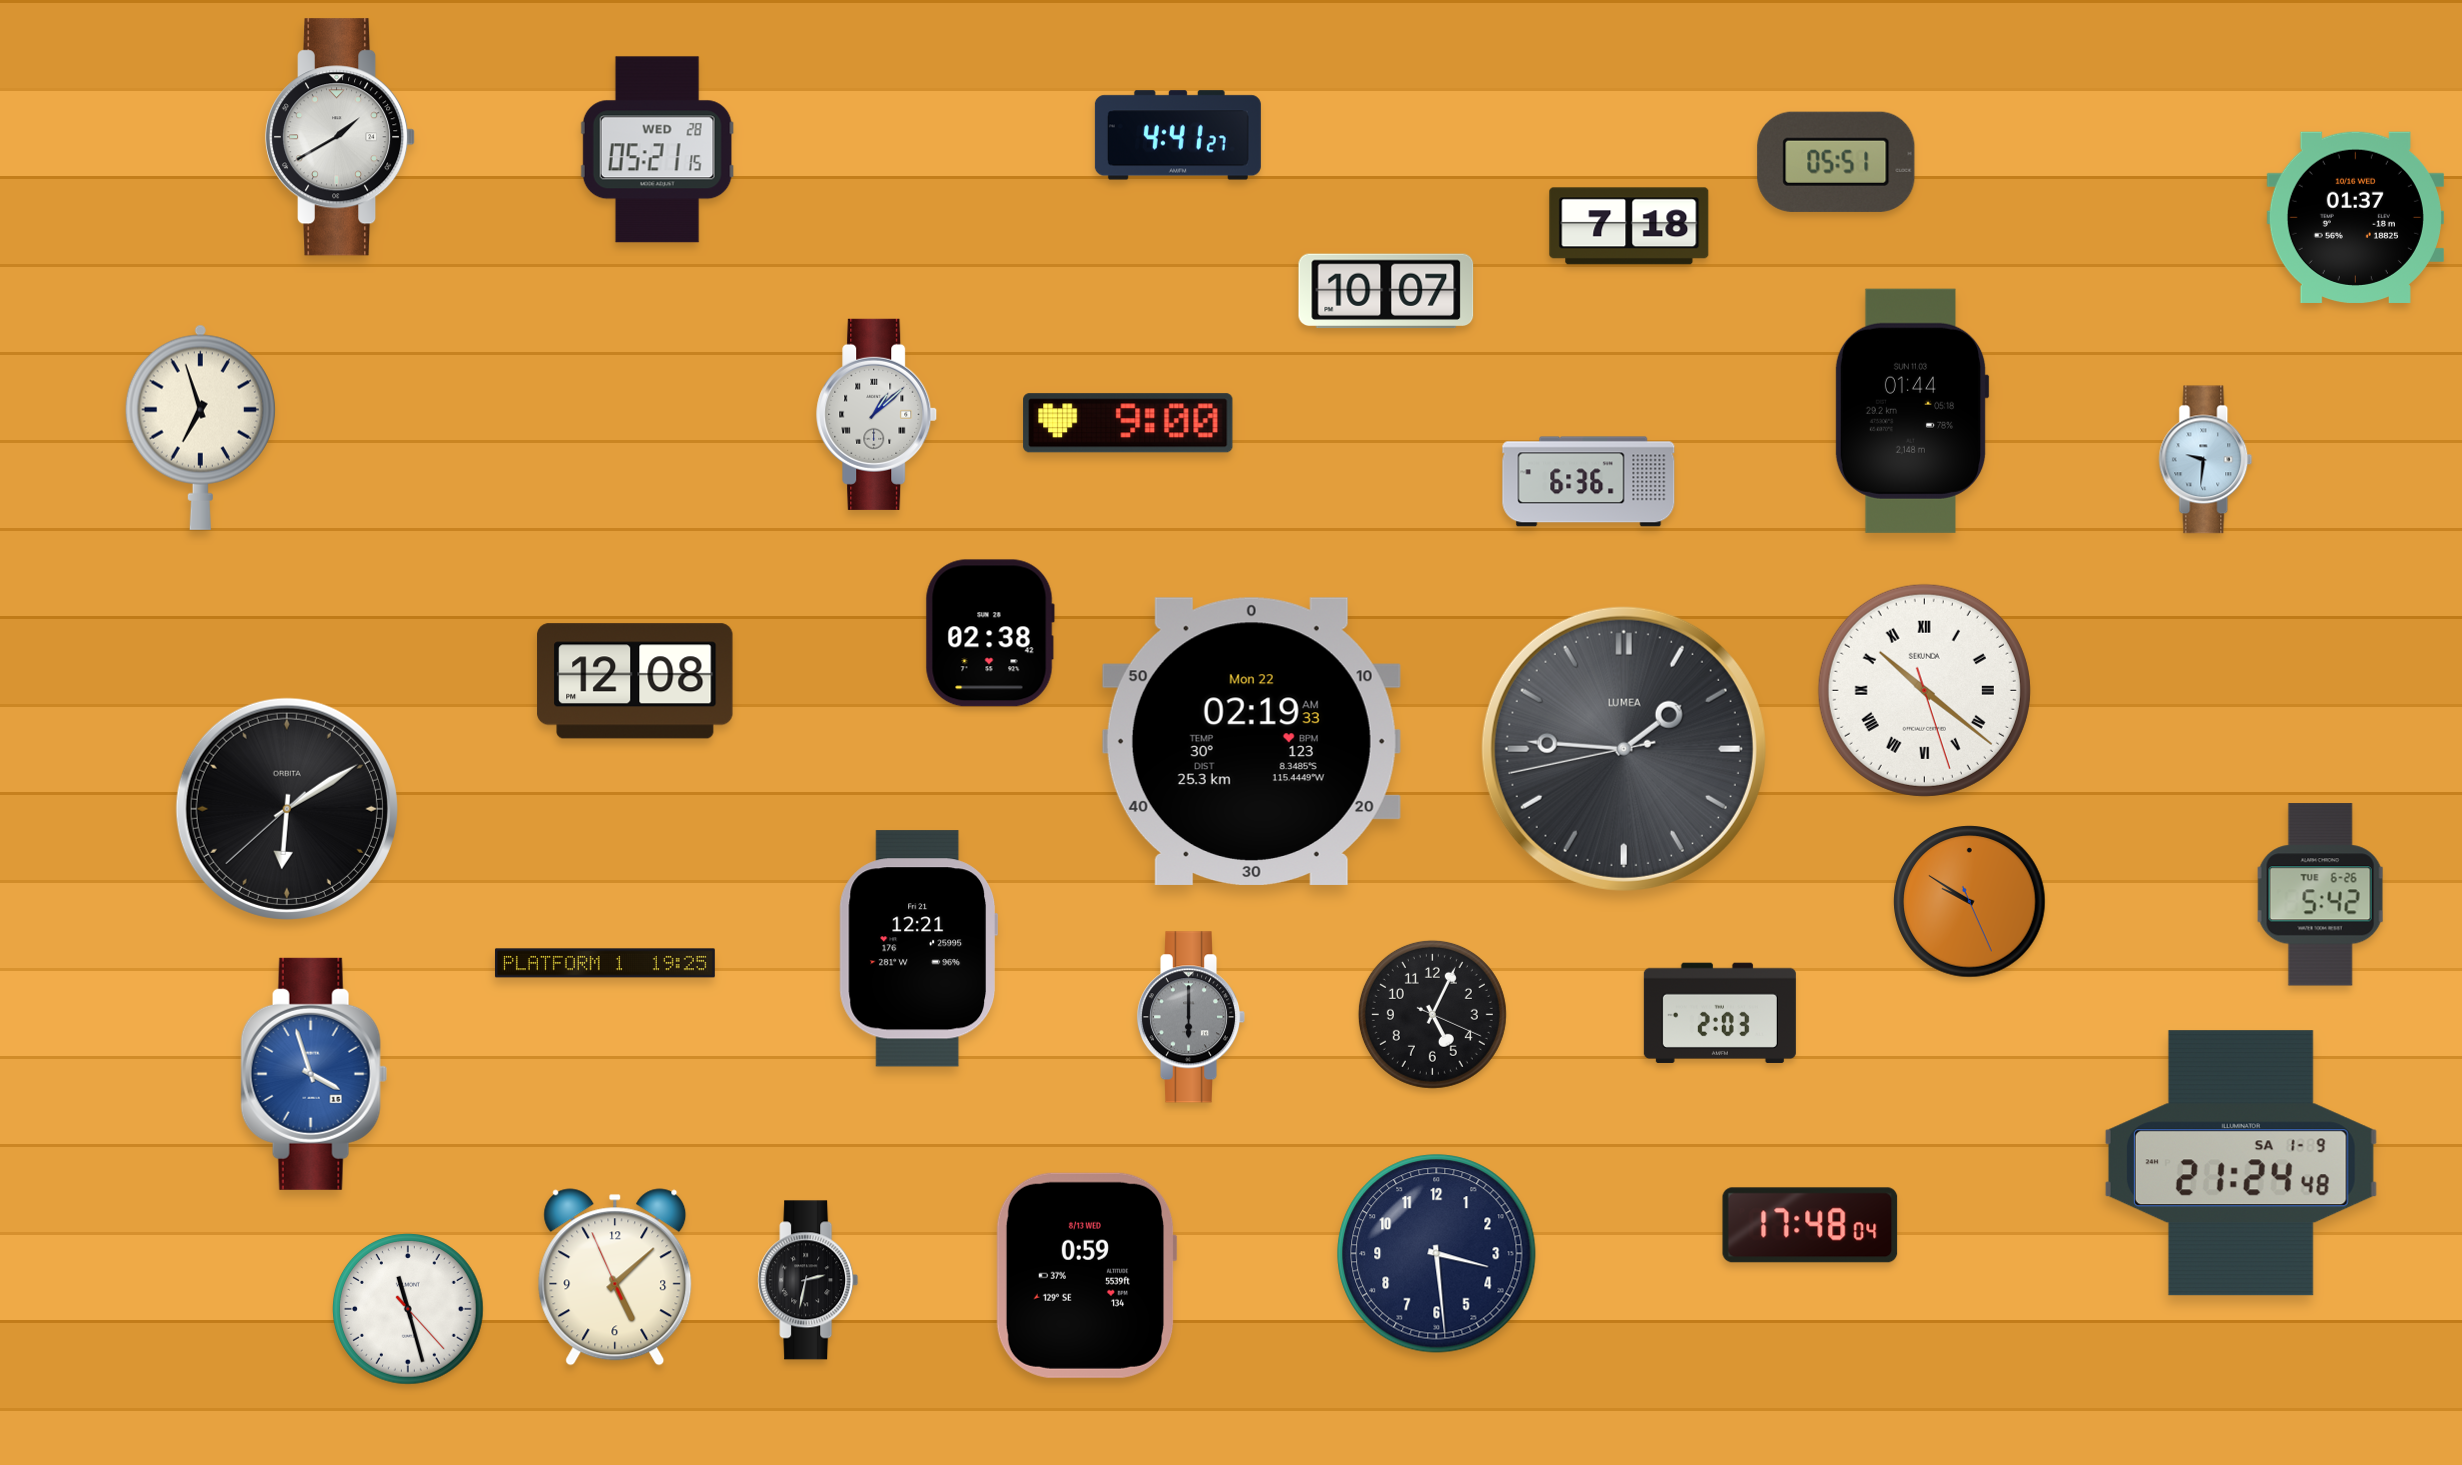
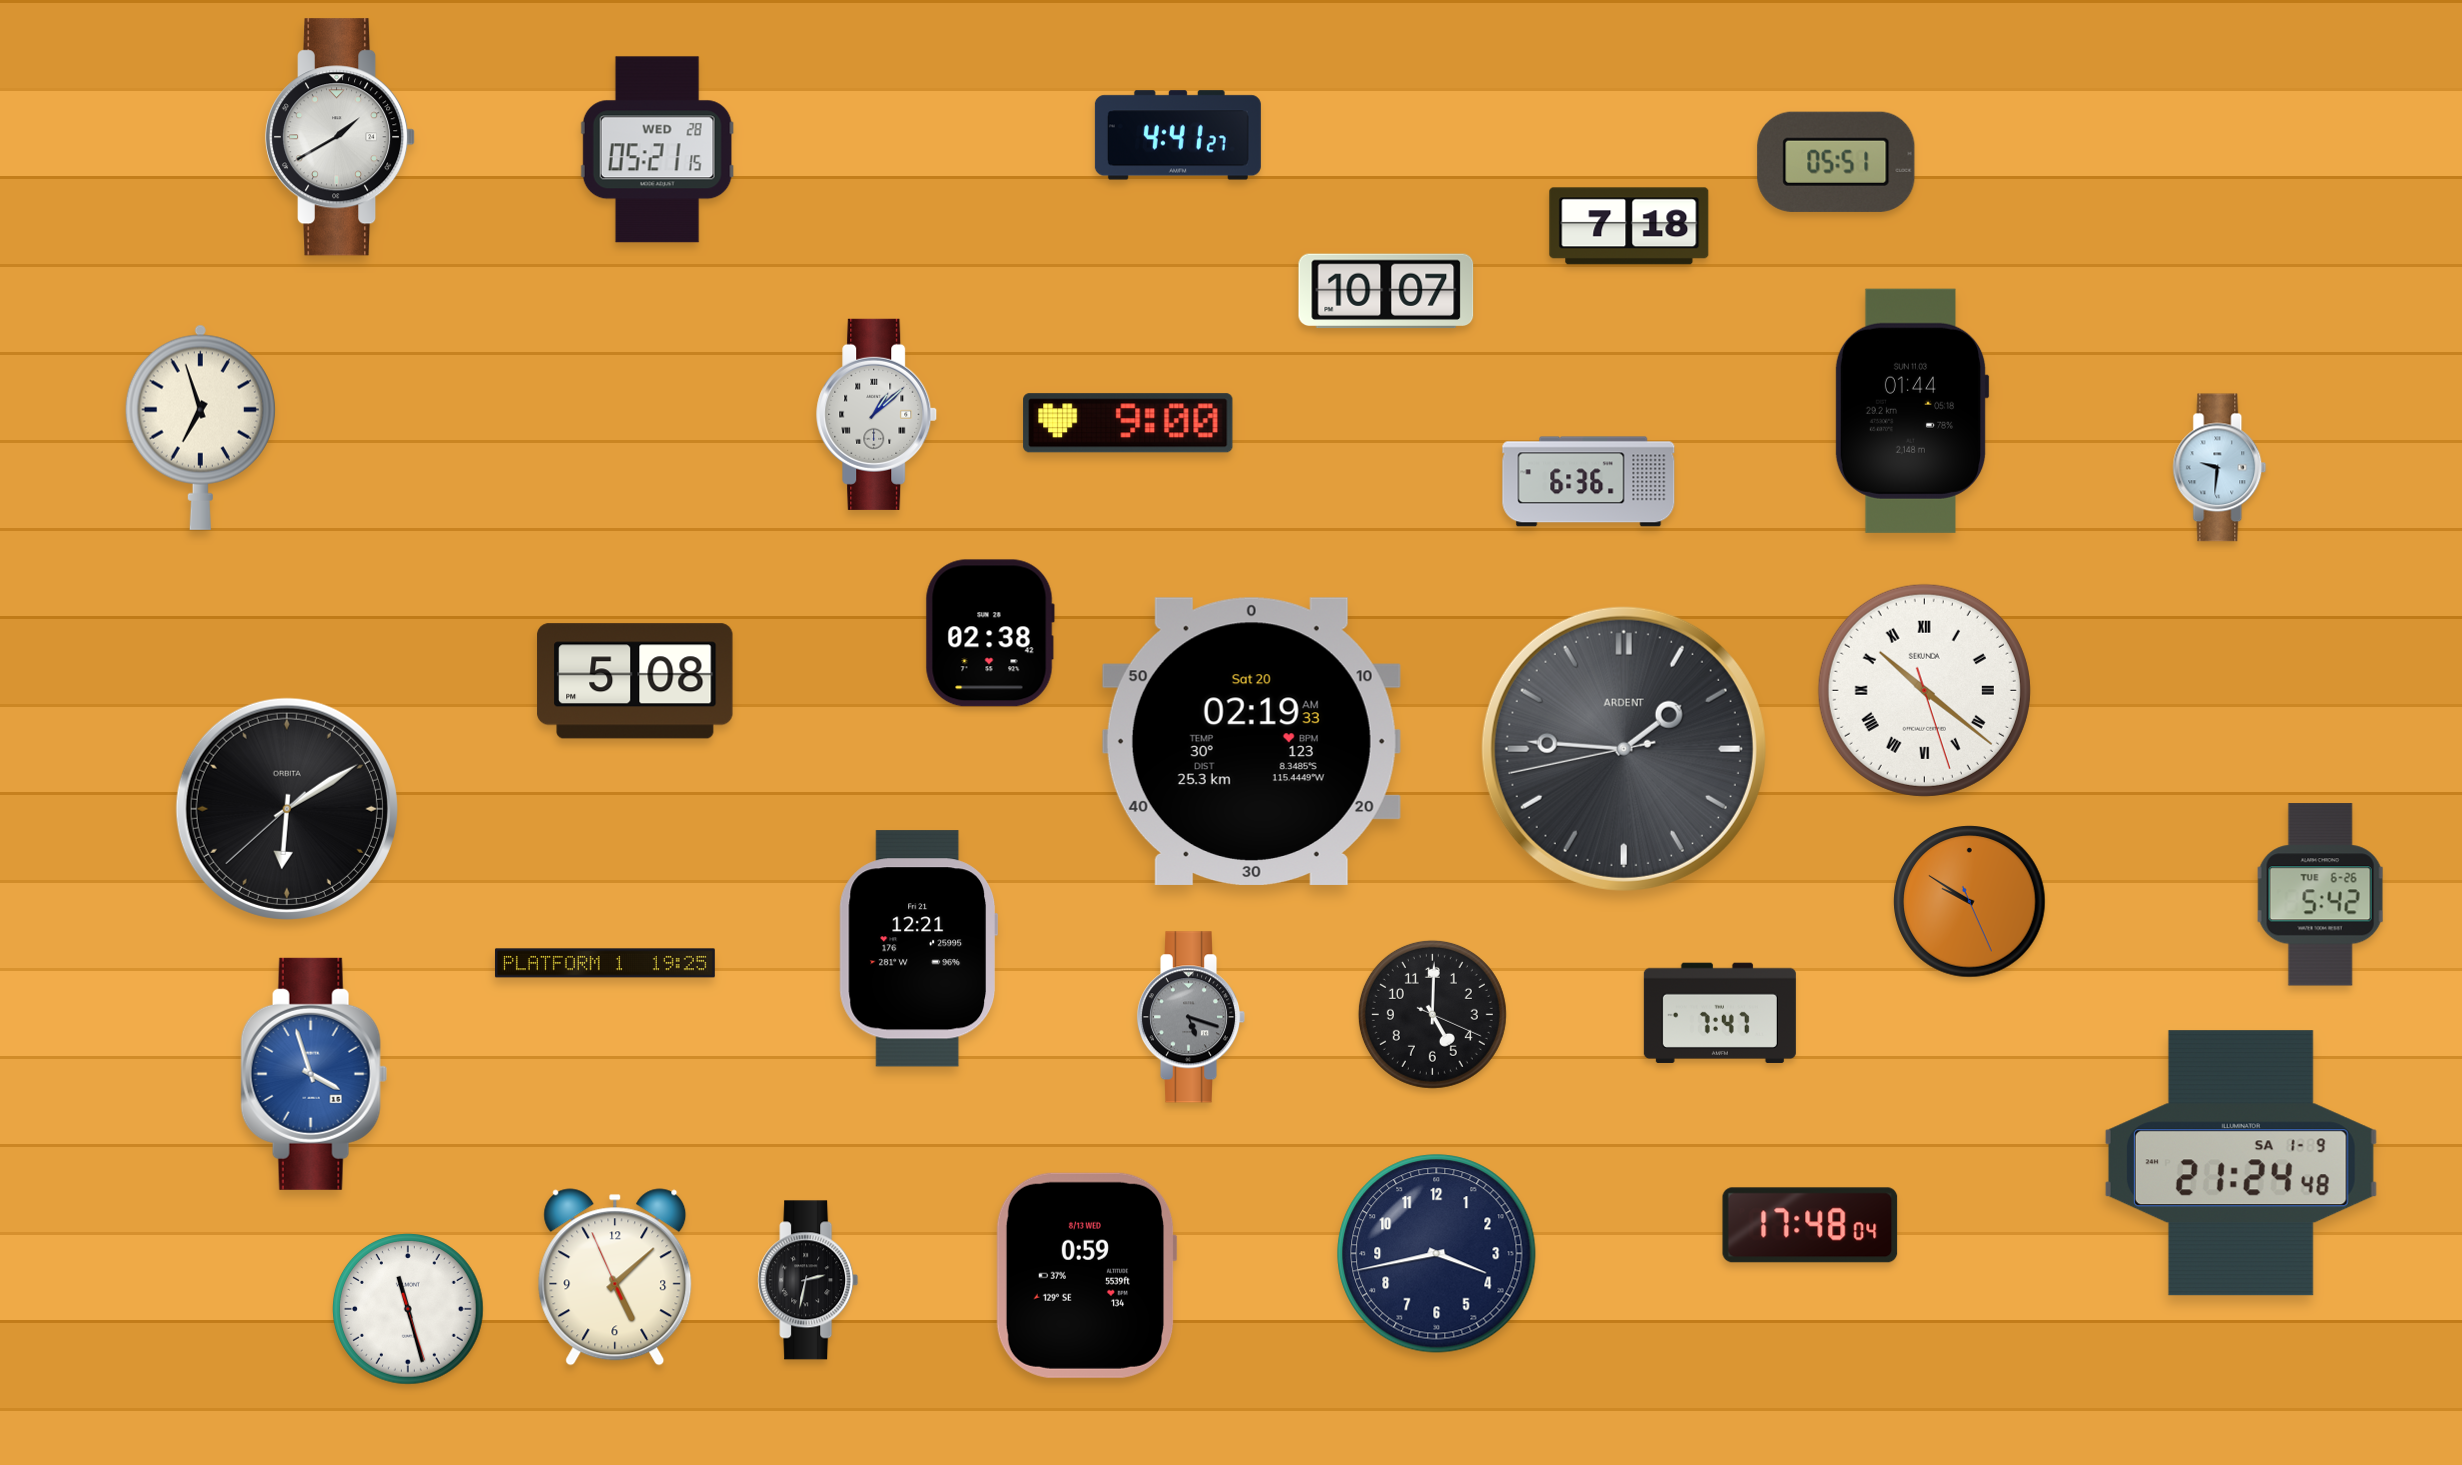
clock at (2355, 217): 01:37 -> none
clock at (2206, 460) position: (2206, 460) -> (2220, 468)
clock at (635, 681): 12:08 -> 5:08
clock at (1251, 741) date: Mon 22 -> Sat 20
clock at (1624, 749) brand: LUMEA -> ARDENT
clock at (1720, 1013): 2:03 -> 7:47
clock at (1432, 1014): 5:04 -> 5:00
clock at (1191, 1017): 6:00 -> 5:18
clock at (1437, 1254): 3:29 -> 3:43
clock at (409, 1310): 11:27:23 -> 11:27:27
